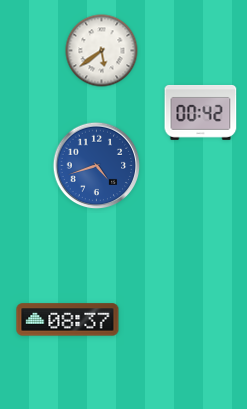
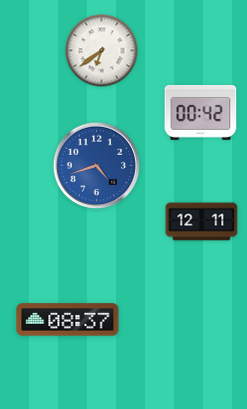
clock at (102, 51): 5:39 -> 6:39
clock at (202, 222): none -> 12:11
